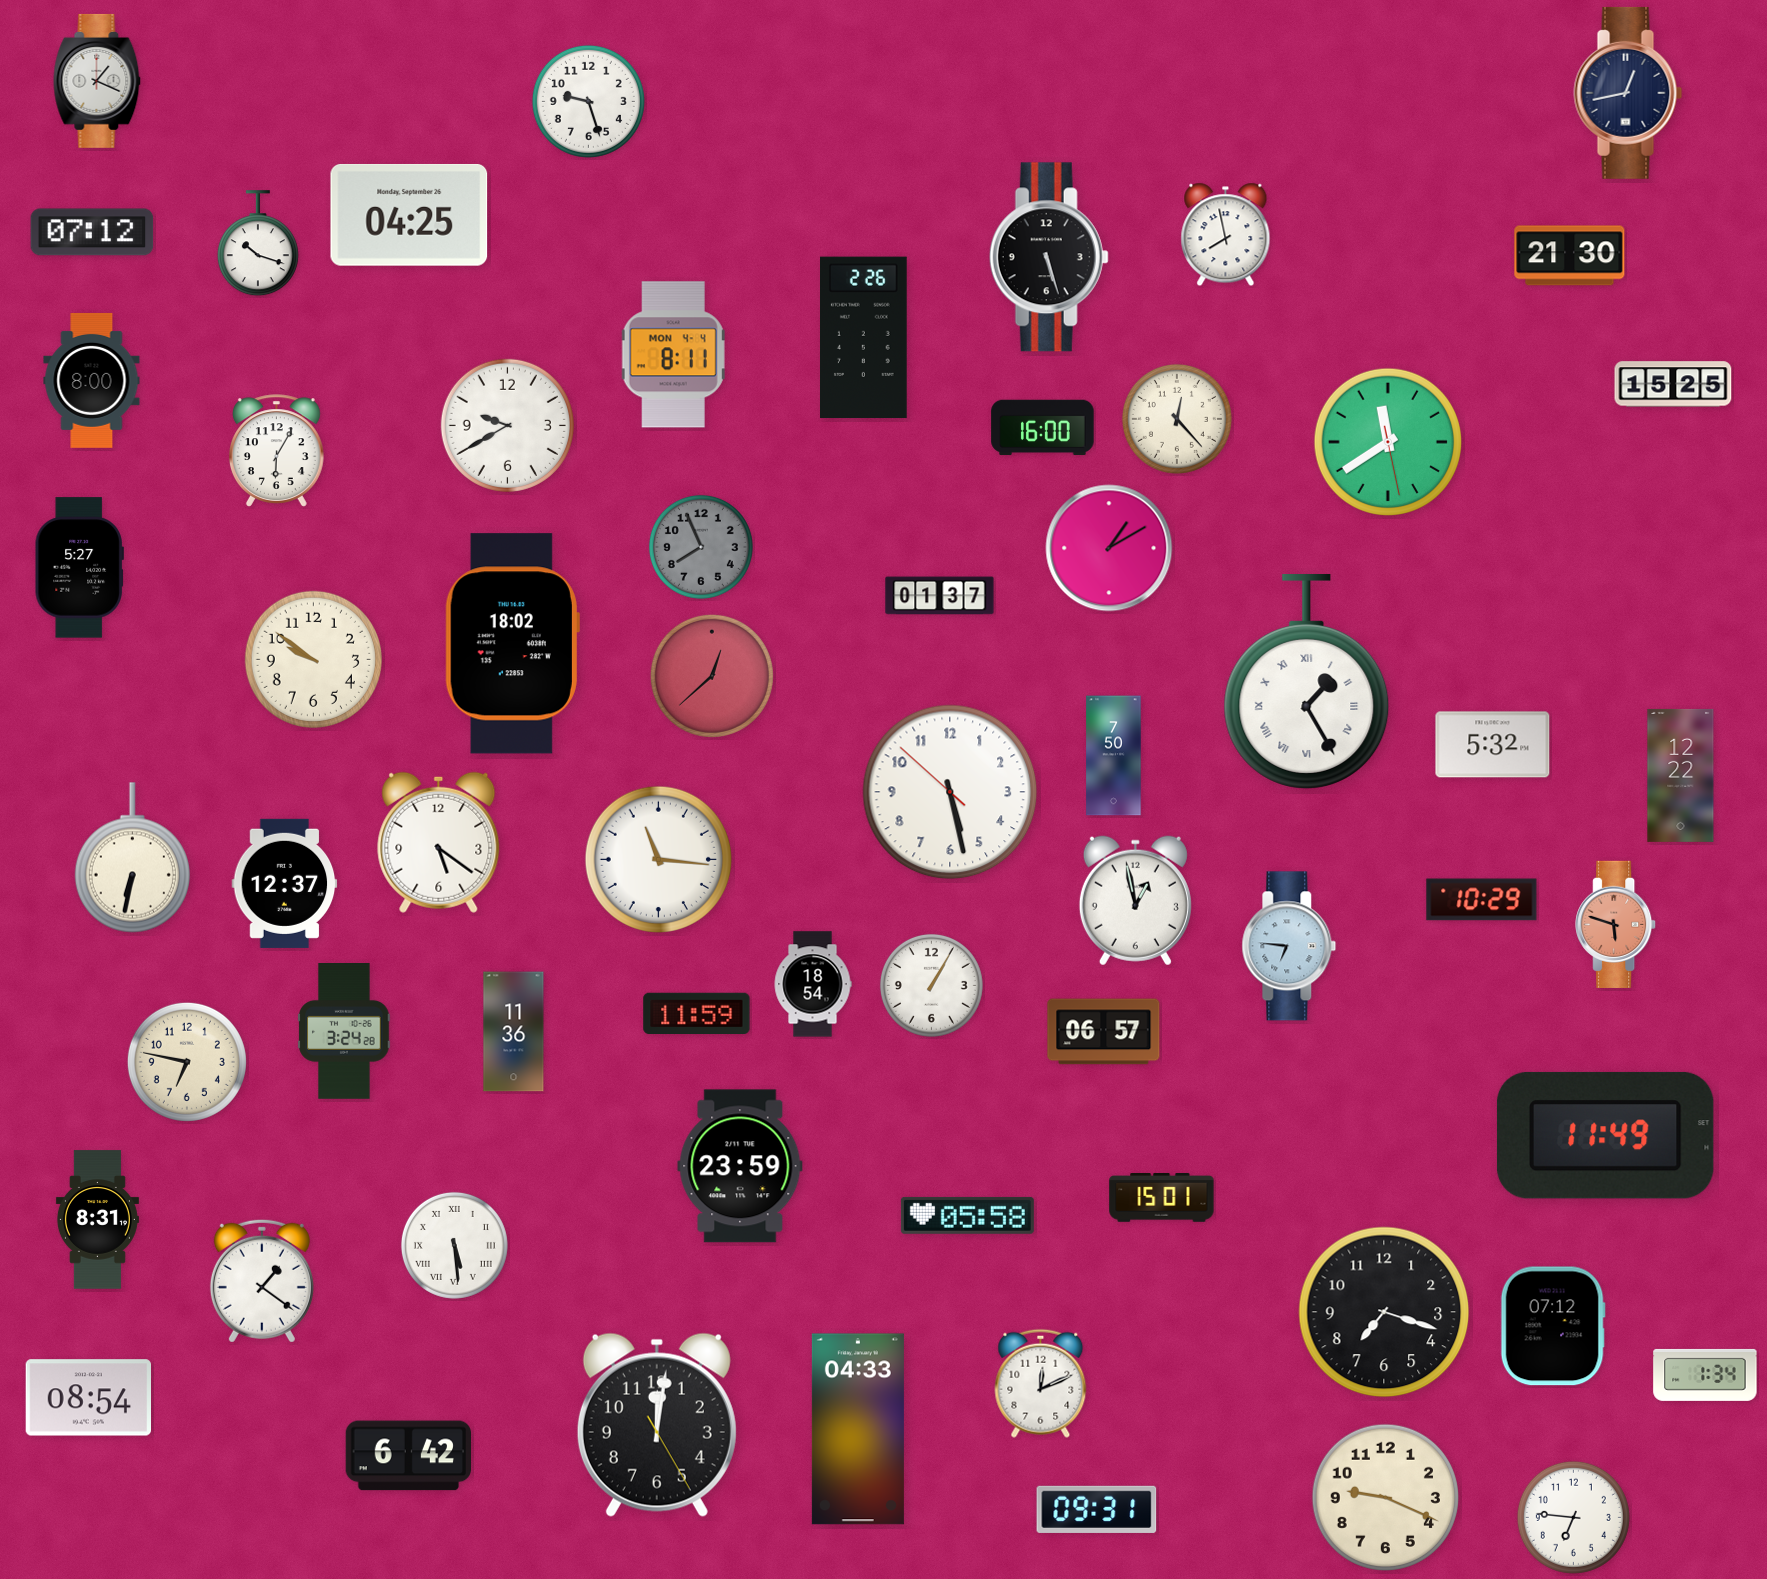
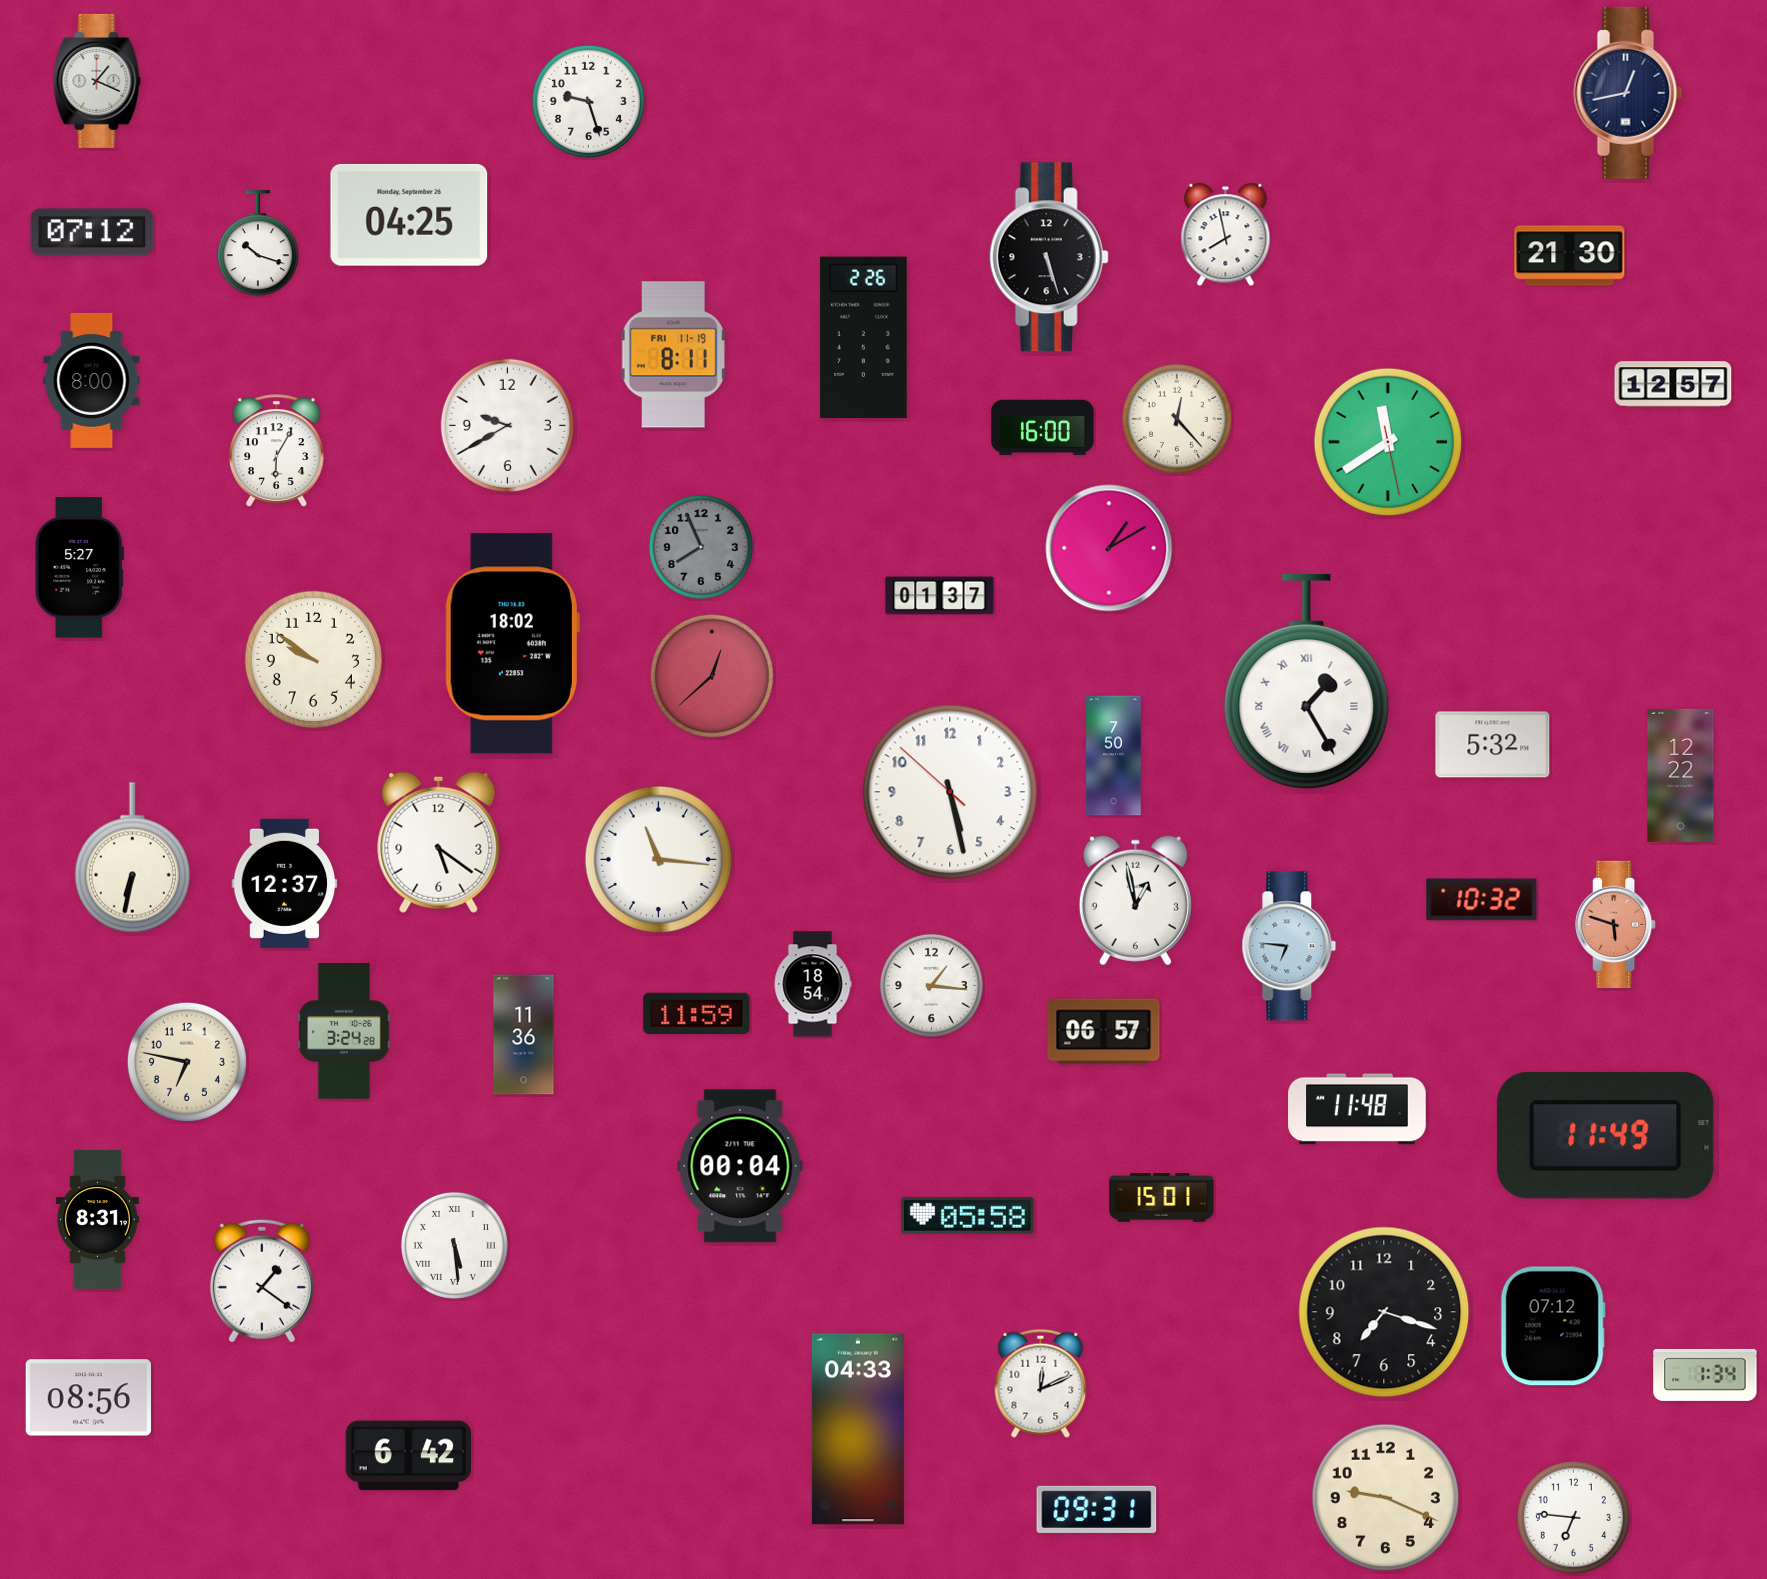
clock at (673, 355) date: MON 4-4 -> FRI 11-19
clock at (1673, 384): 15:25 -> 12:57
clock at (1482, 900): 10:29 -> 10:32
clock at (931, 985): 1:05 -> 1:16
clock at (514, 1032) position: (514, 1032) -> (524, 1035)
clock at (1357, 1109): none -> 11:48
clock at (740, 1166): 23:59 -> 00:04
clock at (88, 1398): 08:54 -> 08:56
clock at (657, 1425): 12:01 -> none
